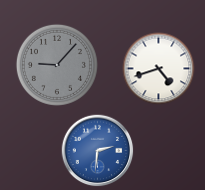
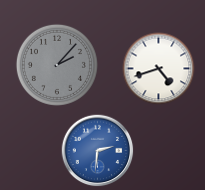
clock at (57, 65): 9:07 -> 2:07
